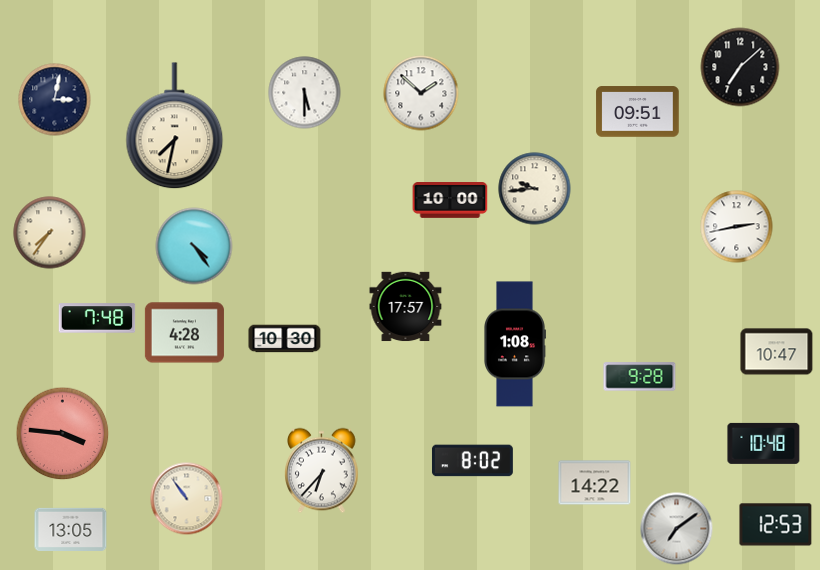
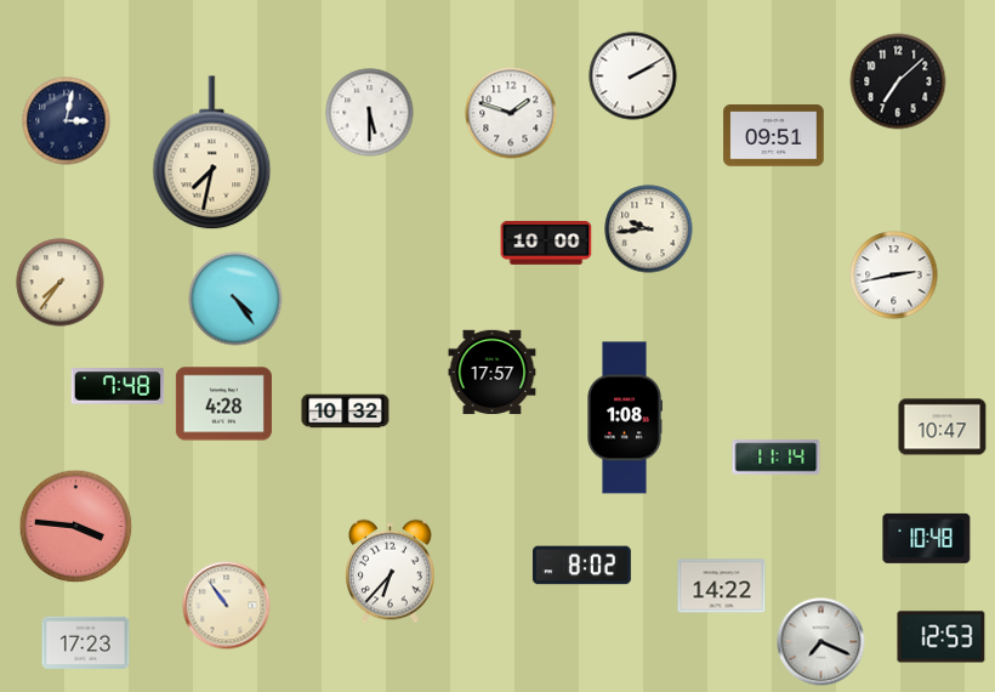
clock at (633, 76): none -> 2:10
clock at (421, 93): 1:52 -> 1:48
clock at (285, 339): 10:30 -> 10:32
clock at (640, 377): 9:28 -> 11:14
clock at (472, 461) position: (472, 461) -> (581, 566)
clock at (71, 529): 13:05 -> 17:23
clock at (677, 529): 7:09 -> 7:19
